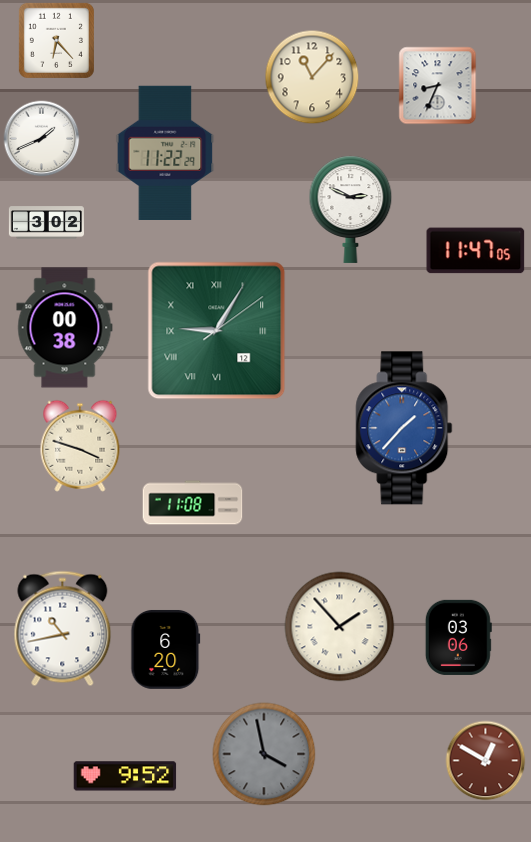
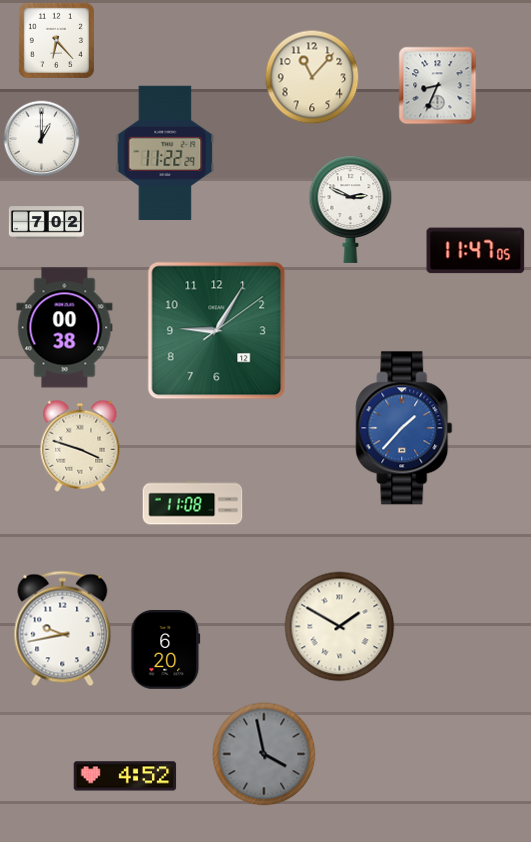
clock at (42, 139): 1:41 -> 1:00
clock at (46, 223): 3:02 -> 7:02
clock at (217, 331) numerals: Roman -> Arabic
clock at (340, 627): 1:53 -> 1:50
clock at (63, 629): 10:43 -> 9:43
clock at (458, 637): 03:06 -> none
clock at (486, 761): 12:50 -> none
clock at (125, 776): 9:52 -> 4:52
